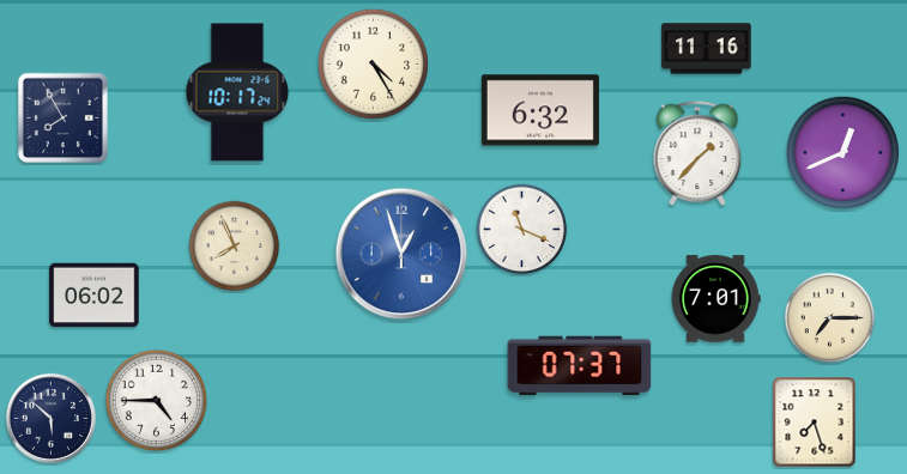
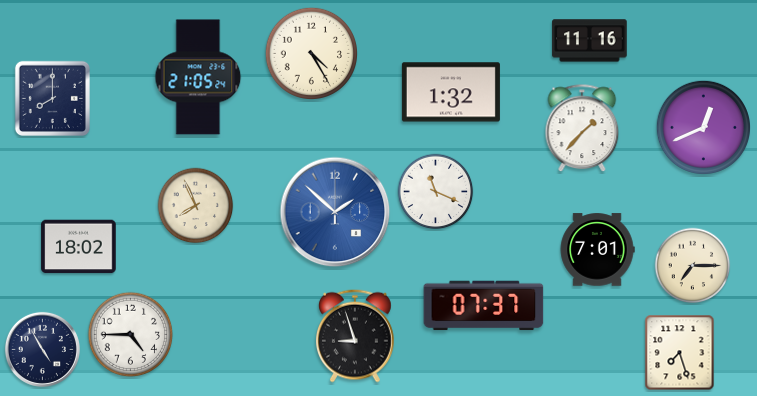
clock at (237, 92): 10:17 -> 21:05
clock at (540, 110): 6:32 -> 1:32
clock at (62, 117): 7:55 -> 8:00
clock at (401, 254): 12:57 -> 1:52
clock at (95, 296): 06:02 -> 18:02
clock at (355, 336): none -> 8:57
clock at (50, 418): 5:52 -> 4:55
